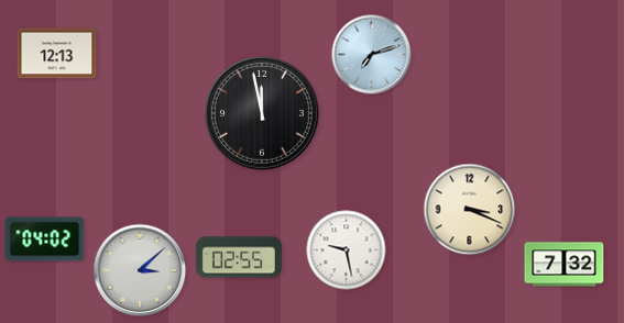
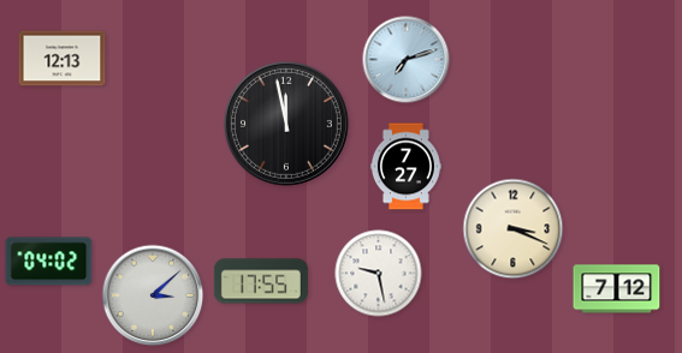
clock at (405, 167): none -> 7:27
clock at (239, 257): 02:55 -> 17:55
clock at (565, 265): 7:32 -> 7:12
